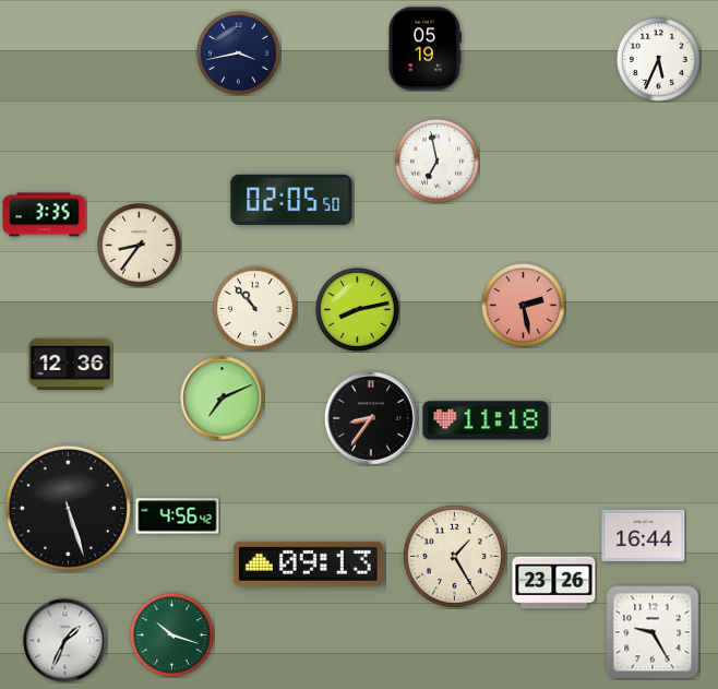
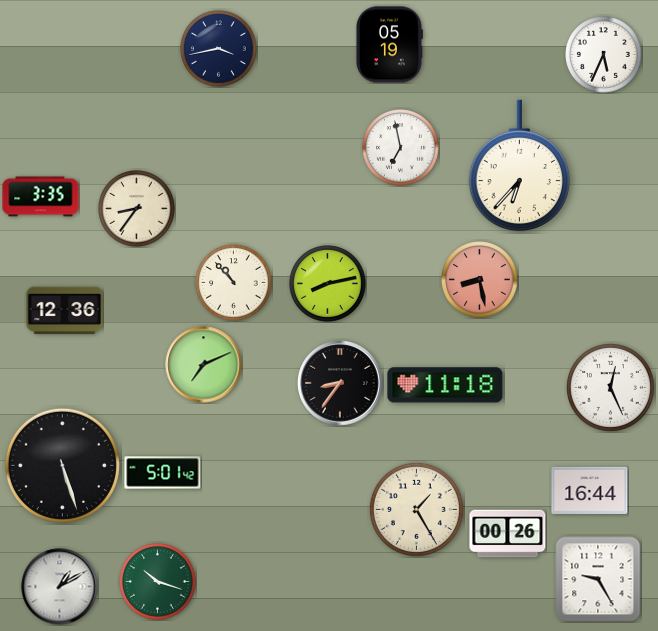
clock at (519, 166): none -> 6:37
clock at (291, 200): 02:05 -> none
clock at (140, 246) position: (140, 246) -> (137, 209)
clock at (524, 306): 2:28 -> 8:28
clock at (71, 364) position: (71, 364) -> (65, 310)
clock at (610, 387): none -> 12:26
clock at (178, 516): 4:56 -> 5:01
clock at (308, 563): 09:13 -> none
clock at (554, 583): 23:26 -> 00:26
clock at (65, 641): 1:34 -> 1:10
